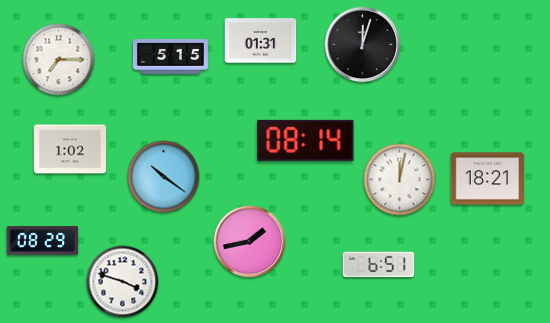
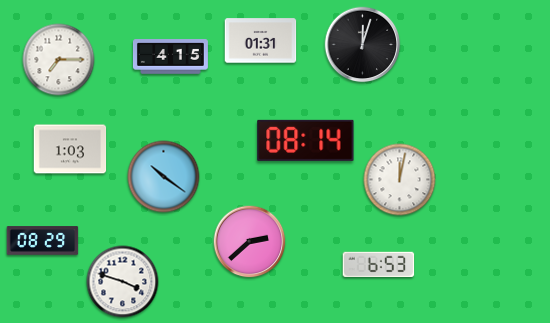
clock at (170, 57): 5:15 -> 4:15
clock at (70, 149): 1:02 -> 1:03
clock at (487, 179): 18:21 -> none
clock at (250, 242): 1:43 -> 2:38
clock at (379, 264): 6:51 -> 6:53
